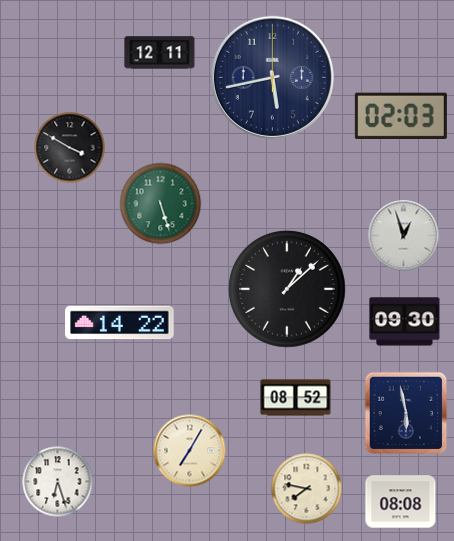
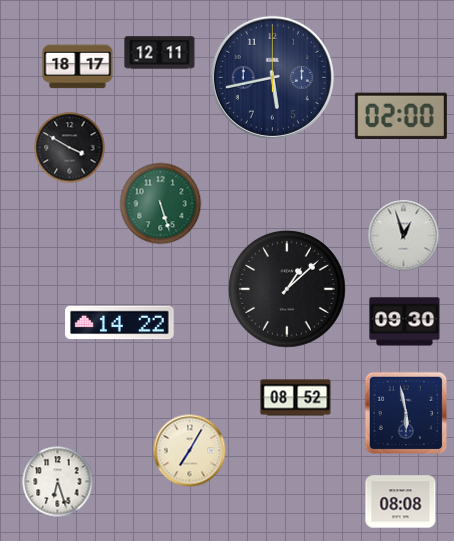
clock at (78, 67): none -> 18:17
clock at (401, 115): 02:03 -> 02:00
clock at (307, 489): 7:47 -> none
